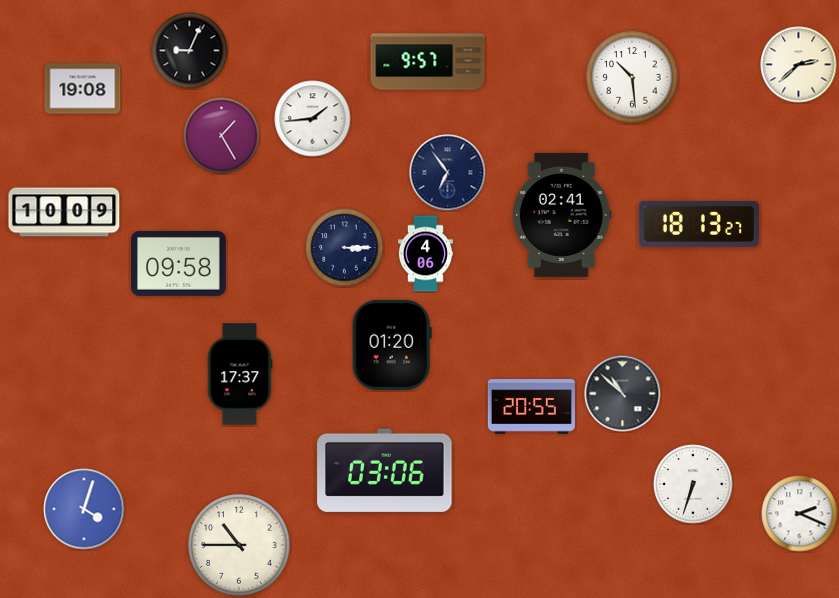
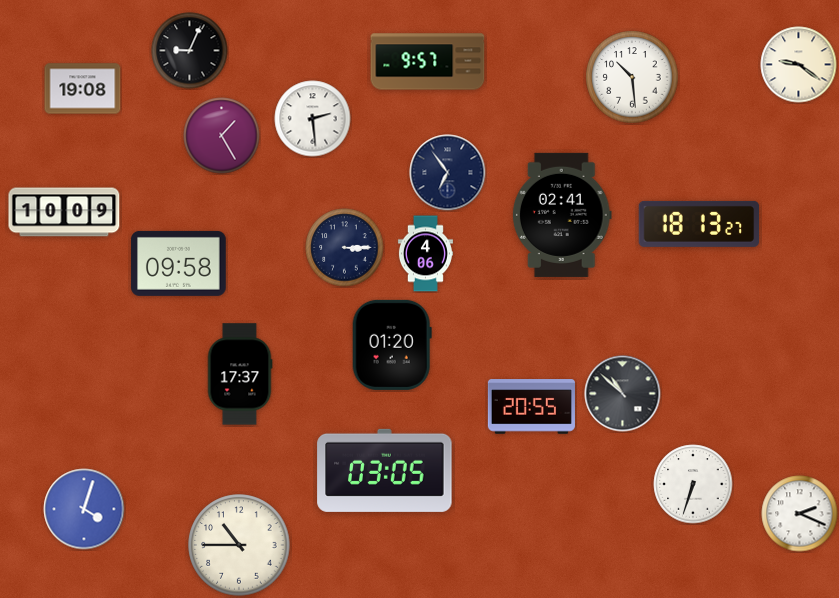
clock at (799, 65): 2:38 -> 9:21
clock at (313, 119): 1:44 -> 2:29
clock at (385, 470): 03:06 -> 03:05
